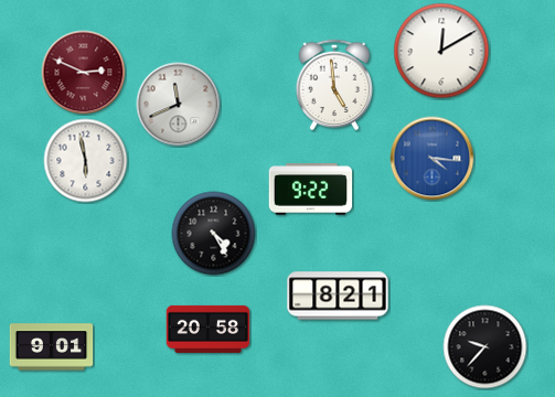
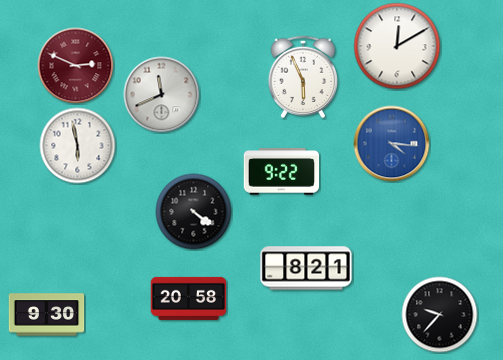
clock at (441, 51) position: (441, 51) -> (397, 46)
clock at (333, 85): 4:59 -> 5:56
clock at (214, 234): 4:25 -> 4:21
clock at (52, 347): 9:01 -> 9:30
